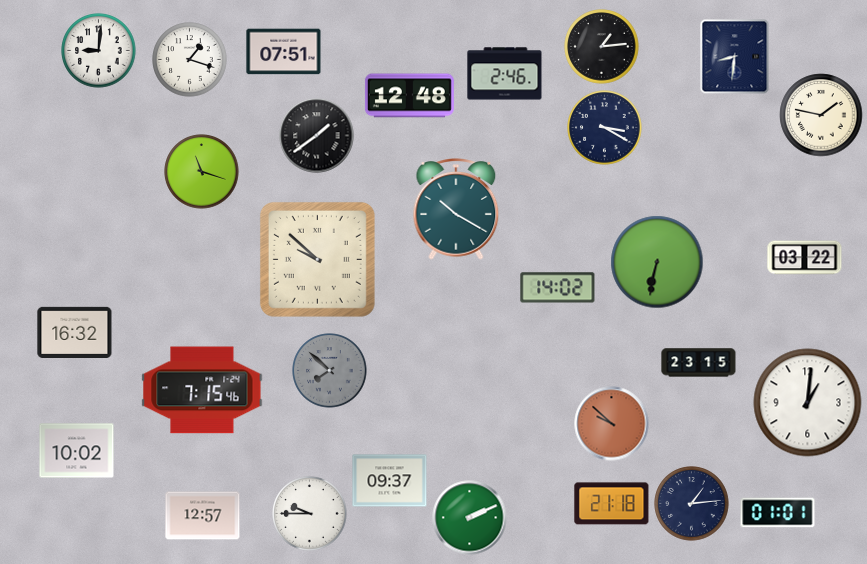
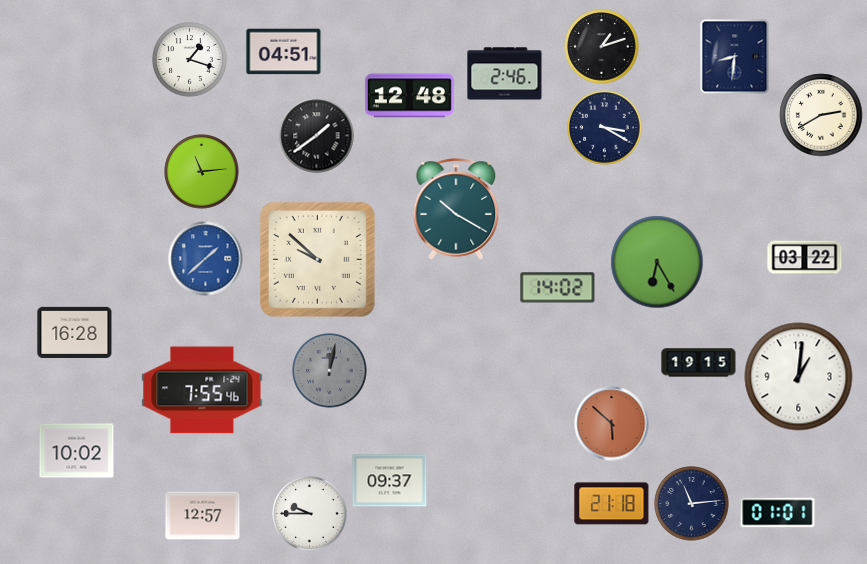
clock at (602, 47): 1:14 -> 1:12
clock at (99, 51): 9:01 -> none
clock at (284, 52): 07:51 -> 04:51
clock at (821, 115): 1:47 -> 2:40
clock at (202, 172): 11:18 -> 11:14
clock at (206, 259): none -> 1:38
clock at (657, 262): 6:32 -> 6:25
clock at (75, 332): 16:32 -> 16:28
clock at (699, 363): 23:15 -> 19:15
clock at (330, 371): 7:52 -> 12:02
clock at (202, 390): 7:15 -> 7:55
clock at (808, 403) position: (808, 403) -> (799, 377)
clock at (612, 424): 9:52 -> 5:52
clock at (692, 504): 1:14 -> 11:14
clock at (470, 518): 2:11 -> none
